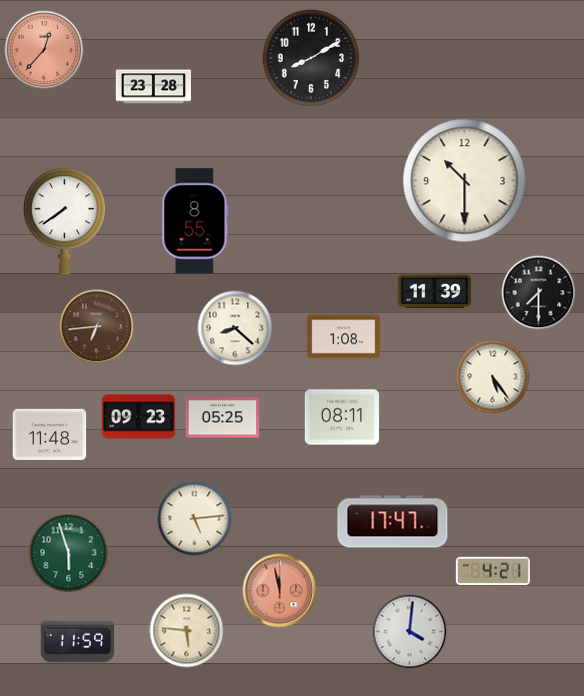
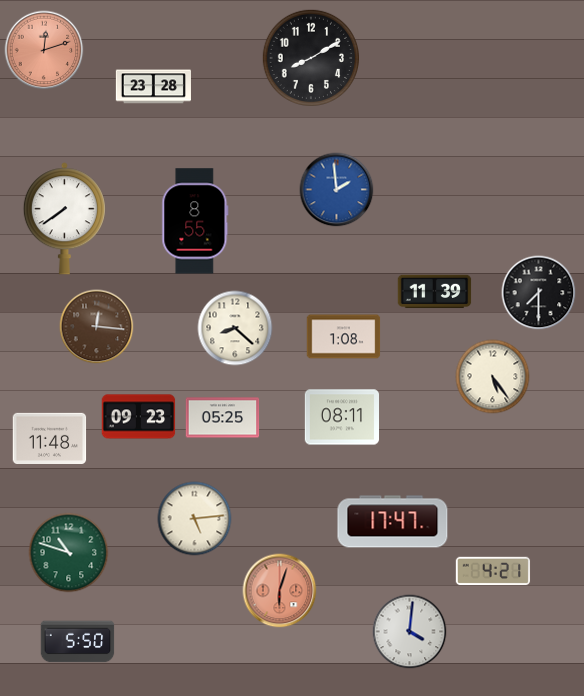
clock at (44, 50): 12:37 -> 12:12
clock at (465, 181): 10:30 -> none
clock at (337, 190): none -> 1:59
clock at (97, 327): 6:44 -> 12:16
clock at (50, 434) position: (50, 434) -> (50, 438)
clock at (69, 553): 5:57 -> 10:48
clock at (280, 591): 11:58 -> 6:03
clock at (187, 631): 5:46 -> none
clock at (78, 642): 11:59 -> 5:50
